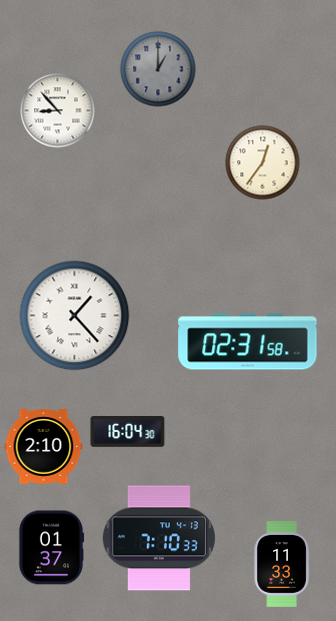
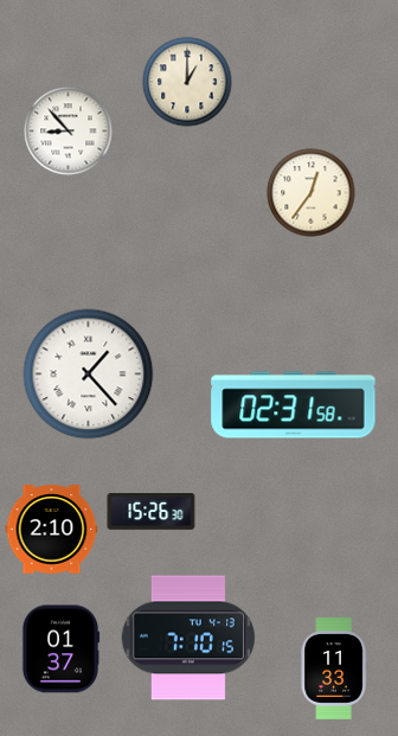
clock at (158, 69) dial: grey -> cream
clock at (128, 432): 16:04 -> 15:26
clock at (159, 538): 7:10:33 -> 7:10:15
